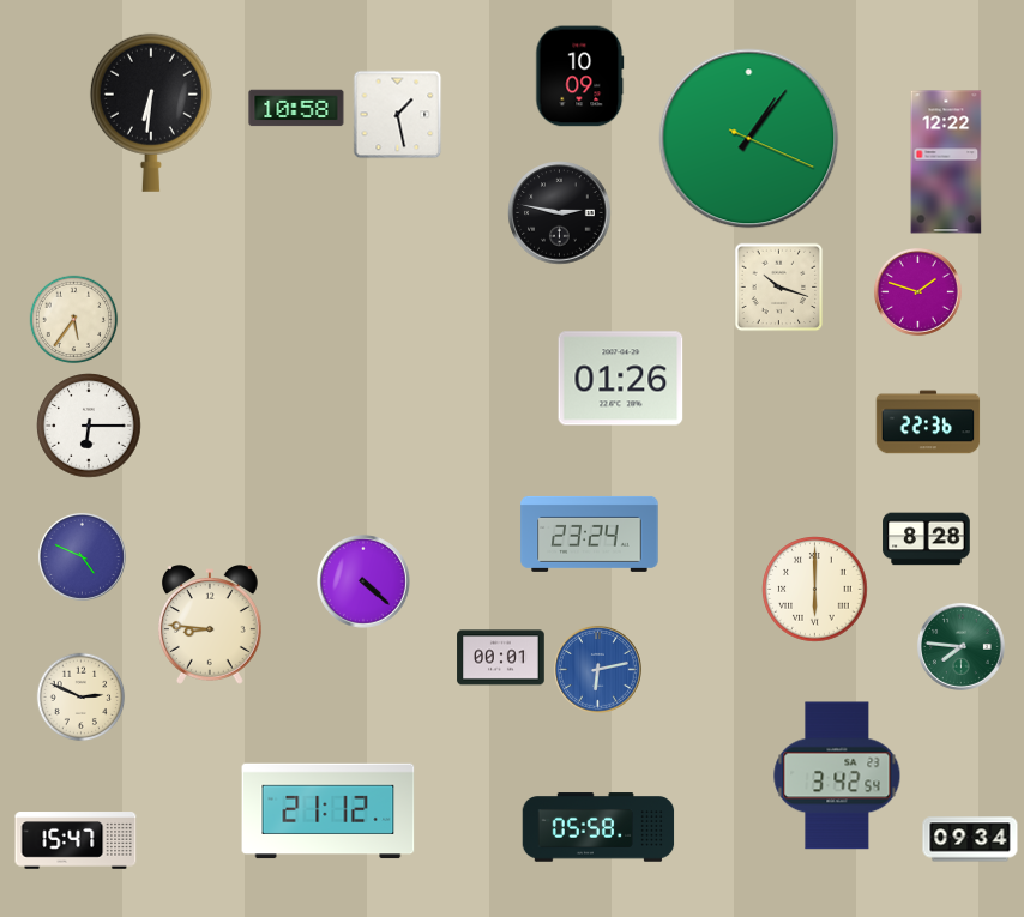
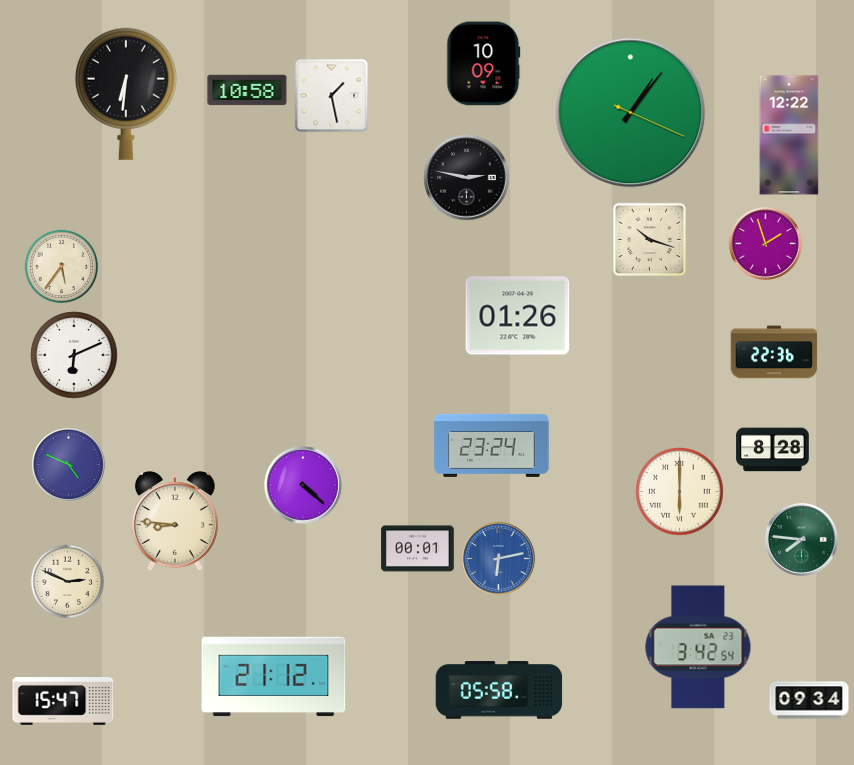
clock at (749, 139) position: (749, 139) -> (631, 113)
clock at (917, 291): 1:48 -> 1:57
clock at (89, 426): 6:15 -> 6:11
